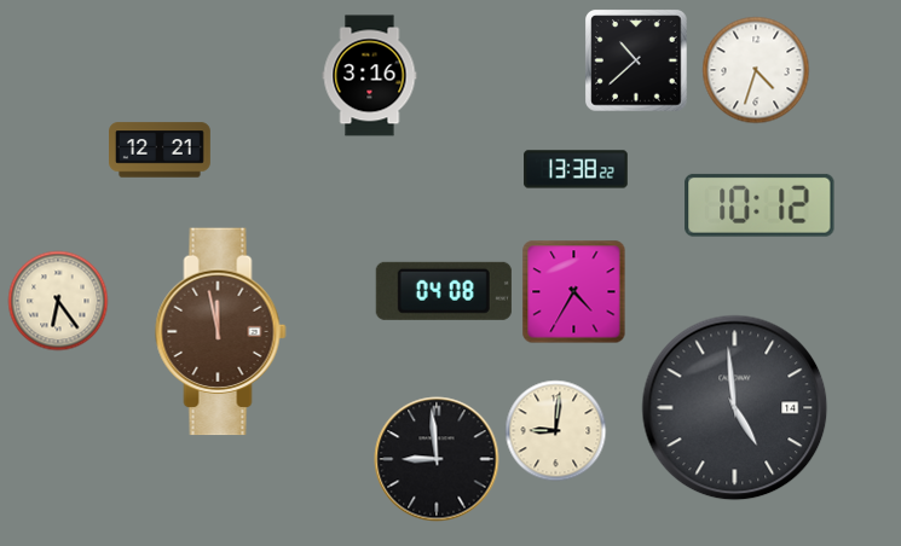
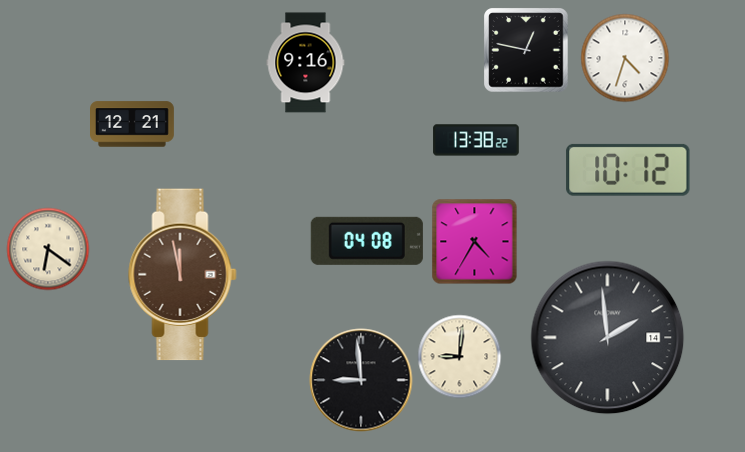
clock at (636, 60): 10:38 -> 12:47
clock at (370, 76): 3:16 -> 9:16
clock at (58, 301): 6:24 -> 6:21
clock at (735, 408): 4:59 -> 1:59
